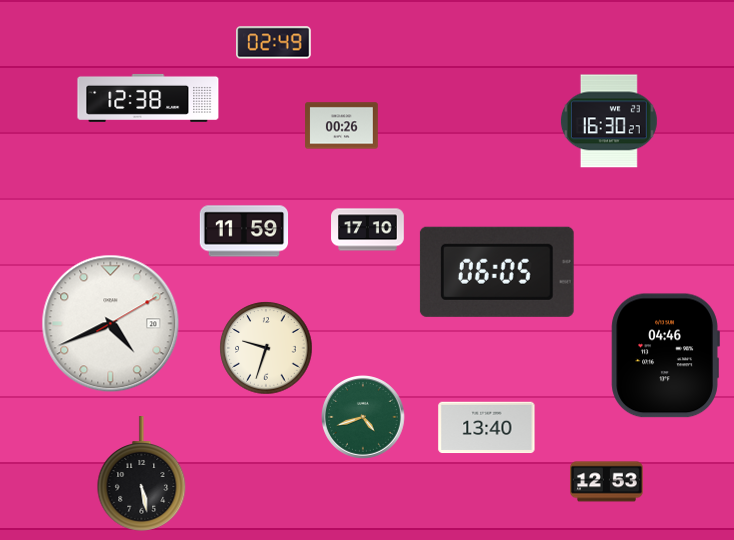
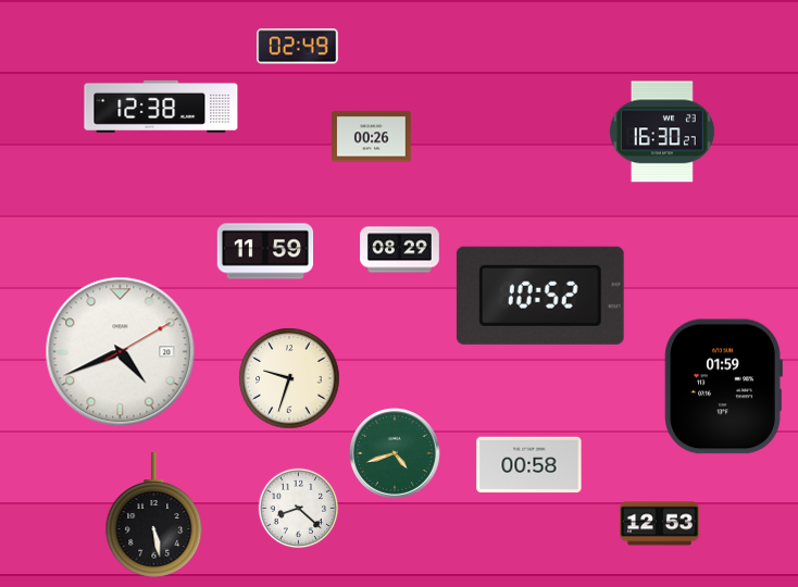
clock at (368, 230): 17:10 -> 08:29
clock at (497, 272): 06:05 -> 10:52
clock at (665, 356): 04:46 -> 01:59
clock at (487, 428): 13:40 -> 00:58
clock at (299, 509): none -> 8:22
